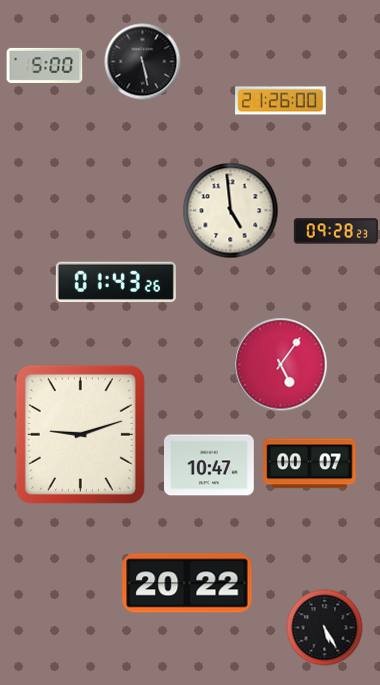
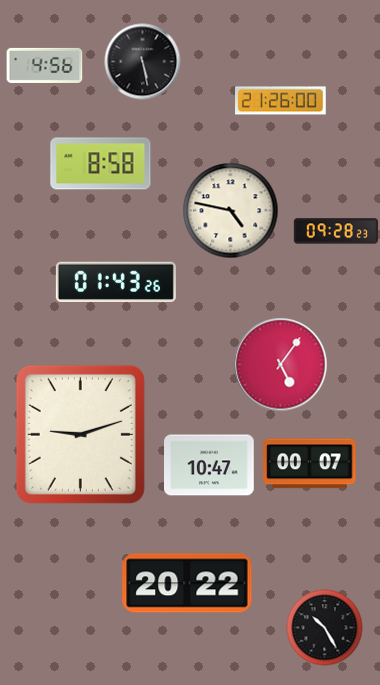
clock at (45, 65): 5:00 -> 4:56
clock at (101, 164): none -> 8:58
clock at (231, 211): 4:59 -> 4:47
clock at (325, 628): 5:25 -> 10:25
